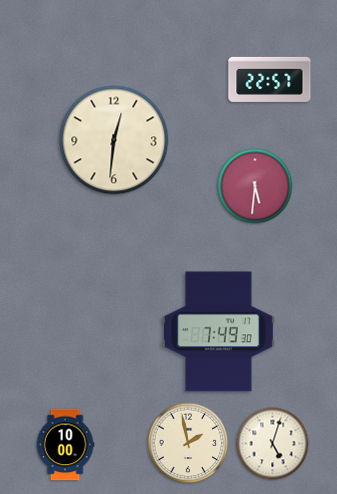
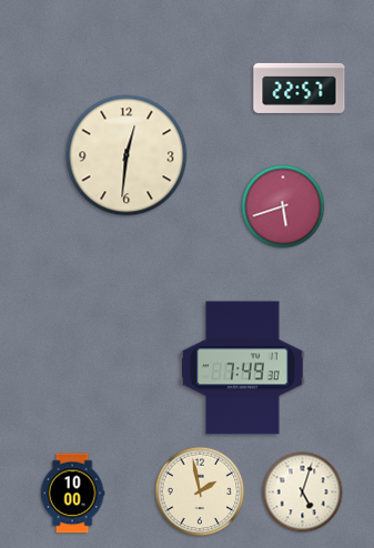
clock at (255, 186): 5:31 -> 5:42
clock at (188, 443) position: (188, 443) -> (200, 491)
